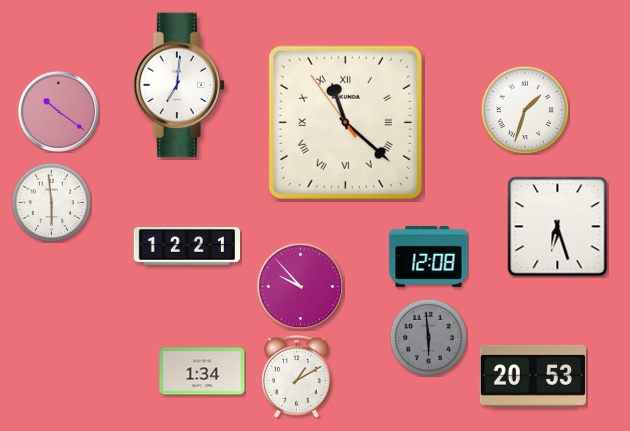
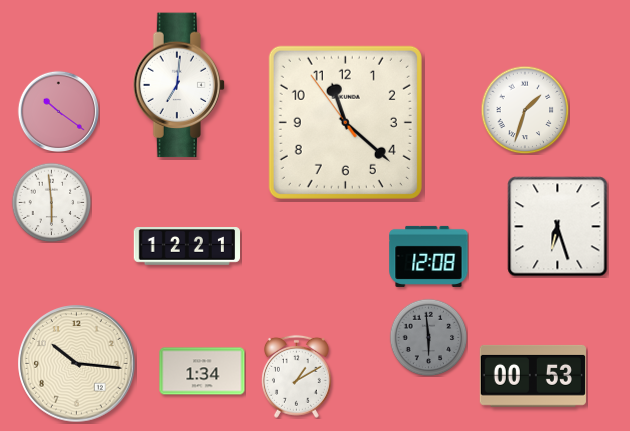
clock at (345, 122) numerals: Roman -> Arabic
clock at (300, 286): 9:53 -> none
clock at (77, 364): none -> 10:16
clock at (533, 376): 20:53 -> 00:53
